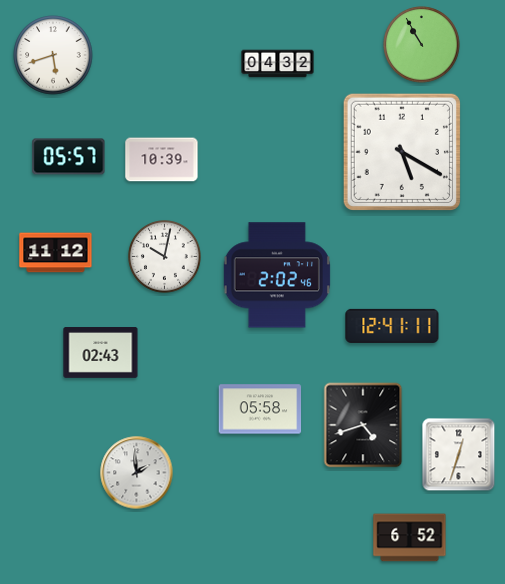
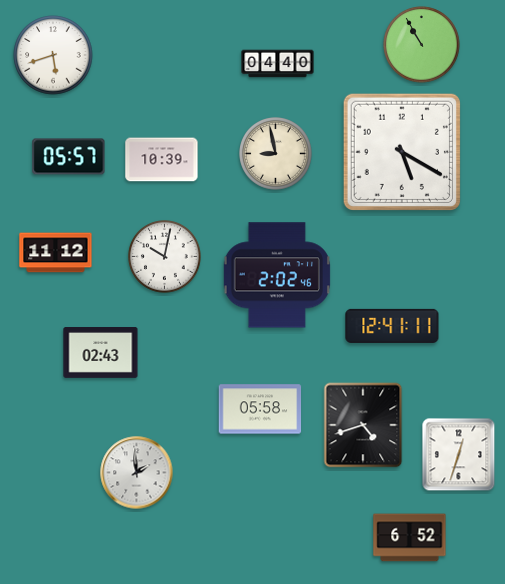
clock at (278, 64): 04:32 -> 04:40
clock at (276, 154): none -> 8:58
